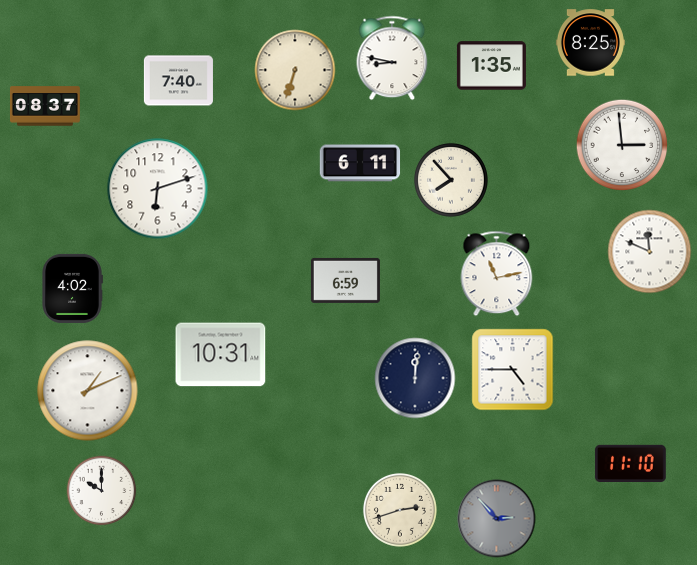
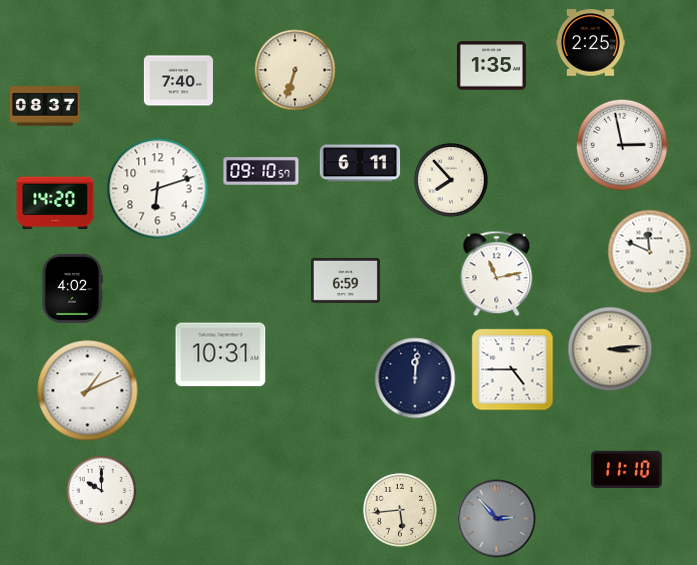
clock at (590, 43): 8:25 -> 2:25
clock at (392, 58): 8:47 -> none
clock at (622, 145): 2:59 -> 2:58
clock at (261, 171): none -> 09:10
clock at (55, 203): none -> 14:20
clock at (610, 349): none -> 3:14
clock at (631, 463) position: (631, 463) -> (627, 469)
clock at (400, 510): 2:42 -> 5:44
